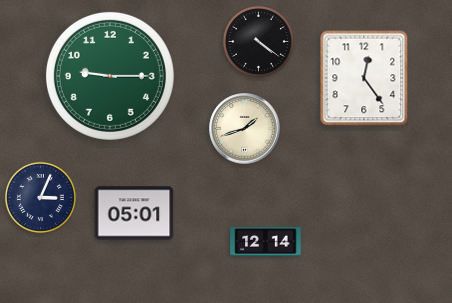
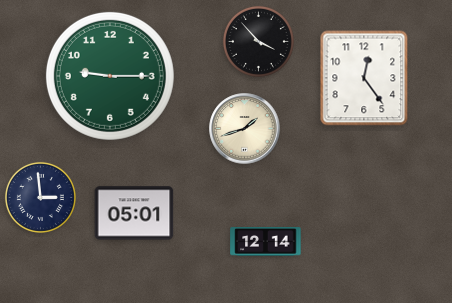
clock at (258, 41): 4:21 -> 3:53
clock at (40, 197): 3:04 -> 2:59
